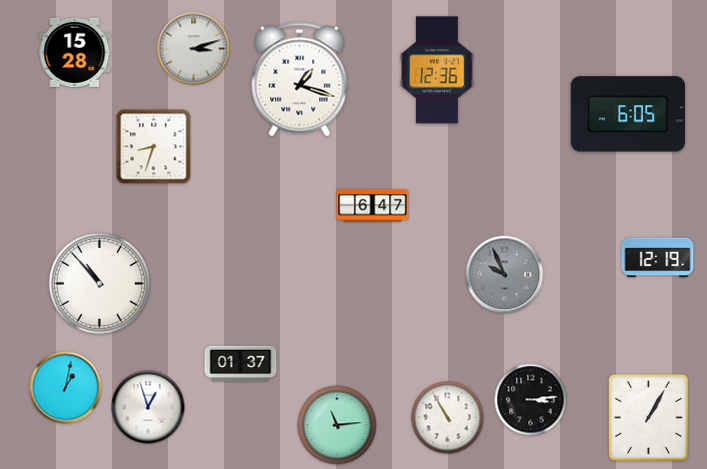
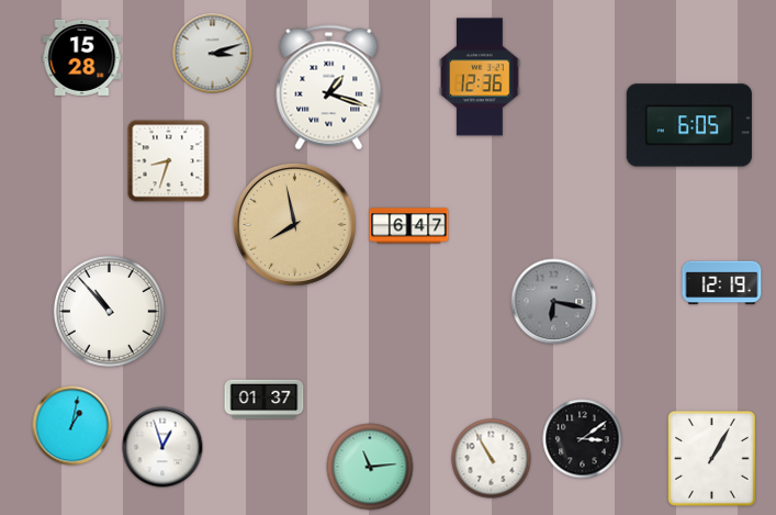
clock at (294, 224): none -> 7:58
clock at (505, 275): 9:56 -> 6:17
clock at (531, 400): 3:14 -> 3:09
